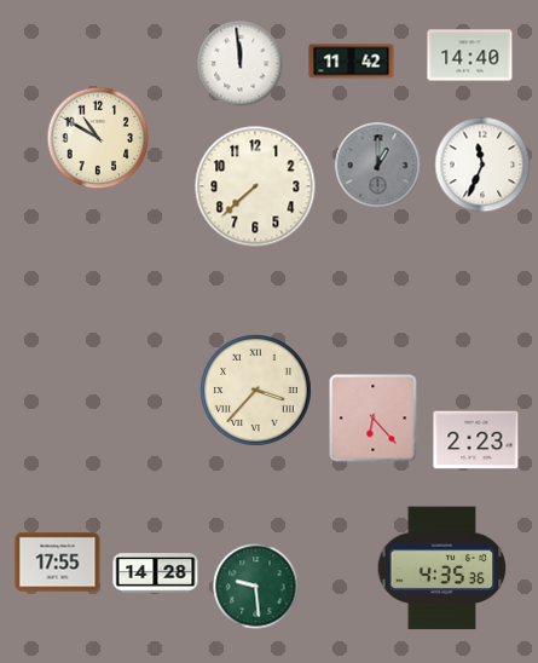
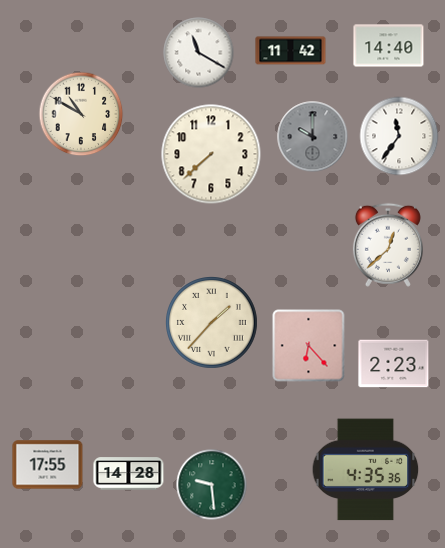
clock at (241, 64): 11:59 -> 11:20
clock at (482, 165): 11:34 -> 11:36
clock at (378, 166): 1:00 -> 10:00
clock at (388, 245): none -> 12:38
clock at (256, 391): 3:37 -> 1:37
